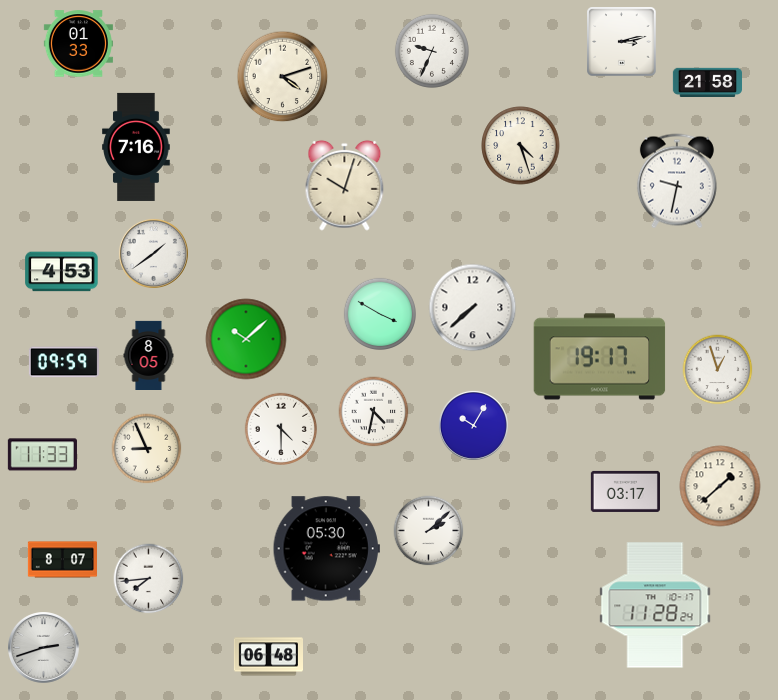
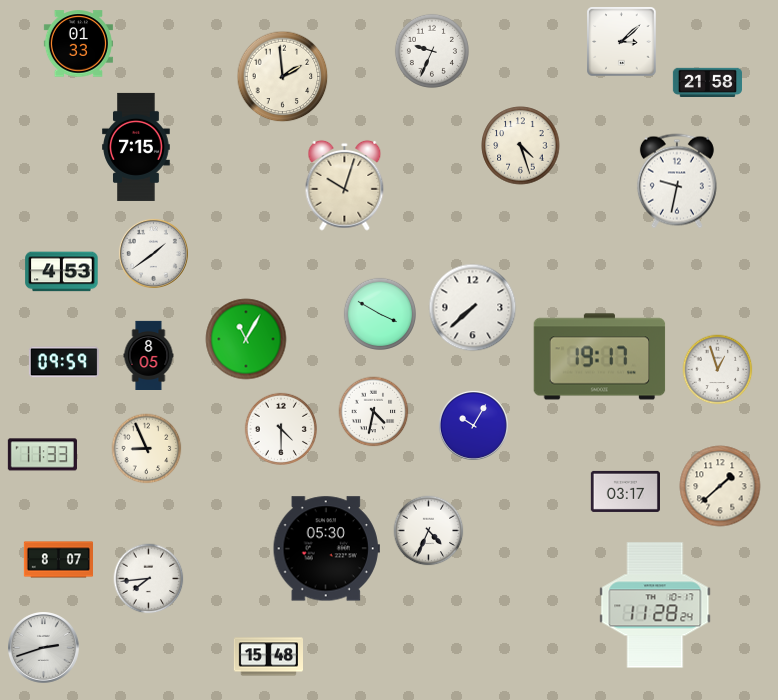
clock at (622, 42): 3:13 -> 3:08
clock at (283, 77): 4:12 -> 1:59
clock at (136, 147): 7:16 -> 7:15
clock at (246, 339): 10:08 -> 11:05
clock at (429, 531): 2:08 -> 4:34
clock at (62, 560) position: (62, 560) -> (58, 560)
clock at (268, 657): 06:48 -> 15:48
